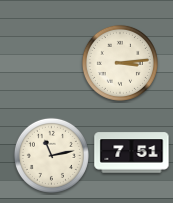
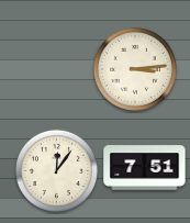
clock at (120, 63) position: (120, 63) -> (135, 69)
clock at (51, 155): 11:13 -> 12:06
